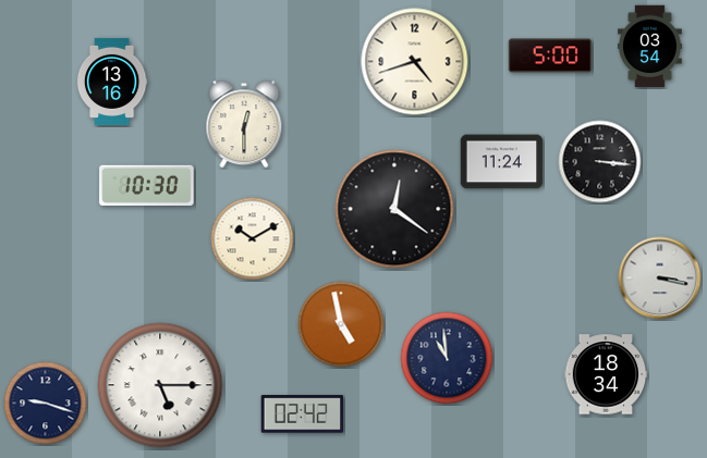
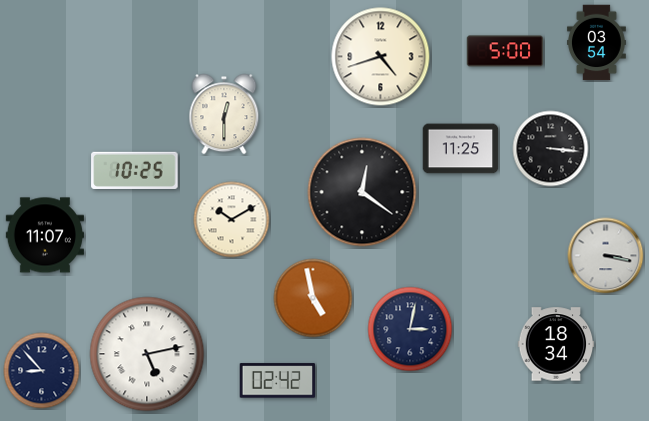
clock at (112, 82): 13:16 -> none
clock at (502, 162): 11:24 -> 11:25
clock at (147, 185): 10:30 -> 10:25
clock at (44, 235): none -> 11:07
clock at (447, 358): 10:59 -> 3:02
clock at (160, 385): 5:15 -> 5:13
clock at (46, 404): 9:18 -> 8:53
